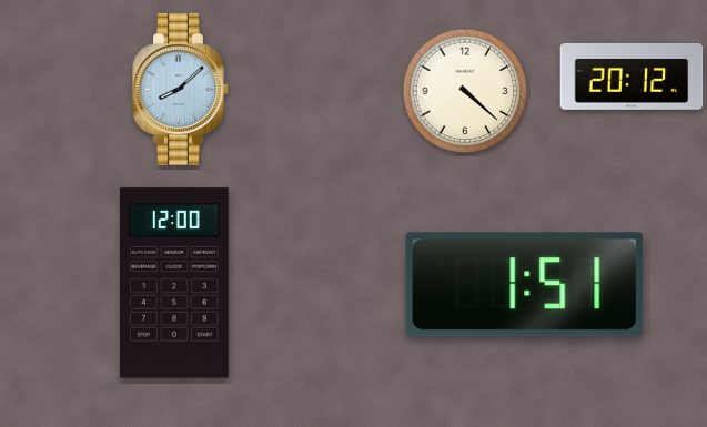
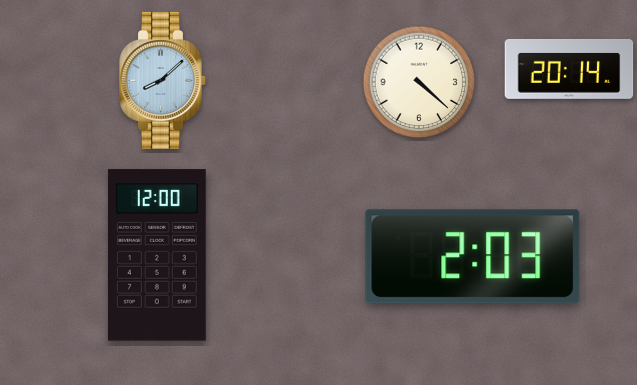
clock at (632, 77): 20:12 -> 20:14
clock at (525, 285): 1:51 -> 2:03
